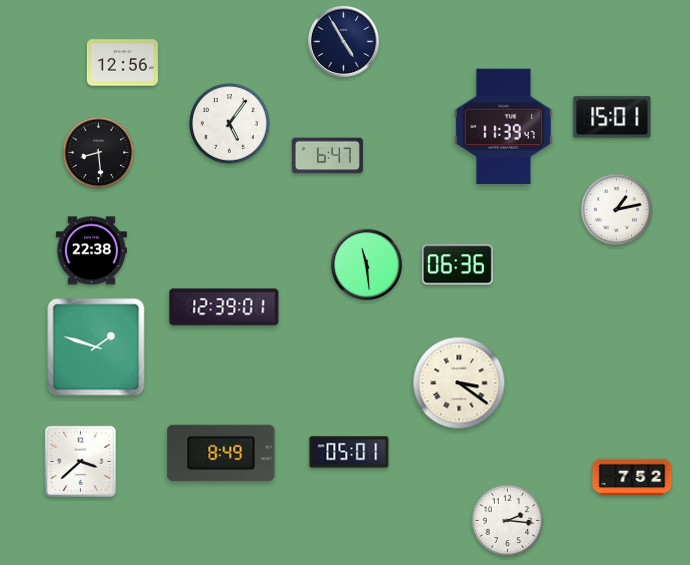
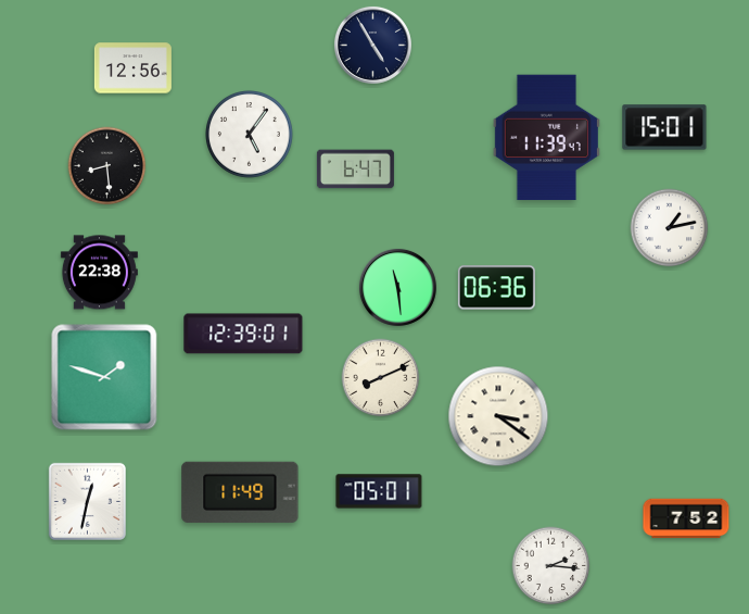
clock at (381, 378): none -> 8:11
clock at (221, 453): 8:49 -> 11:49
clock at (80, 461): 3:38 -> 12:32
